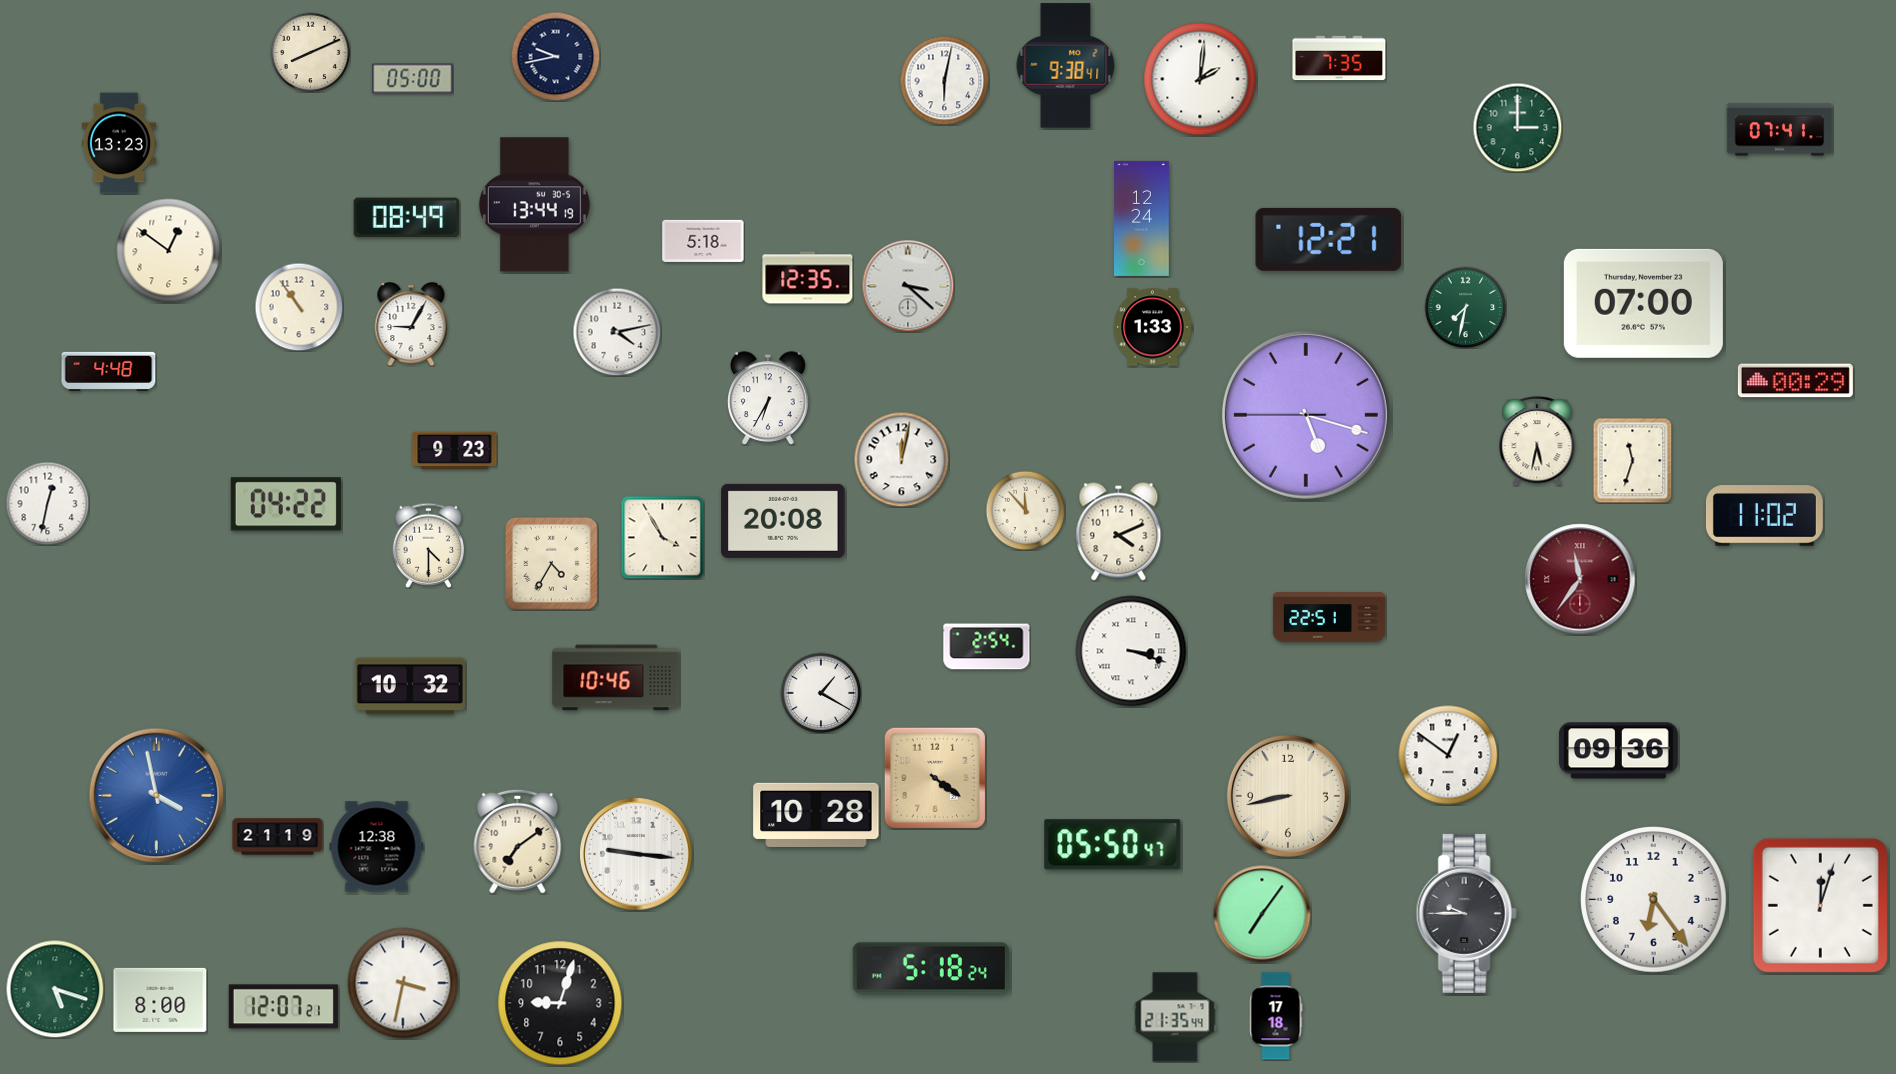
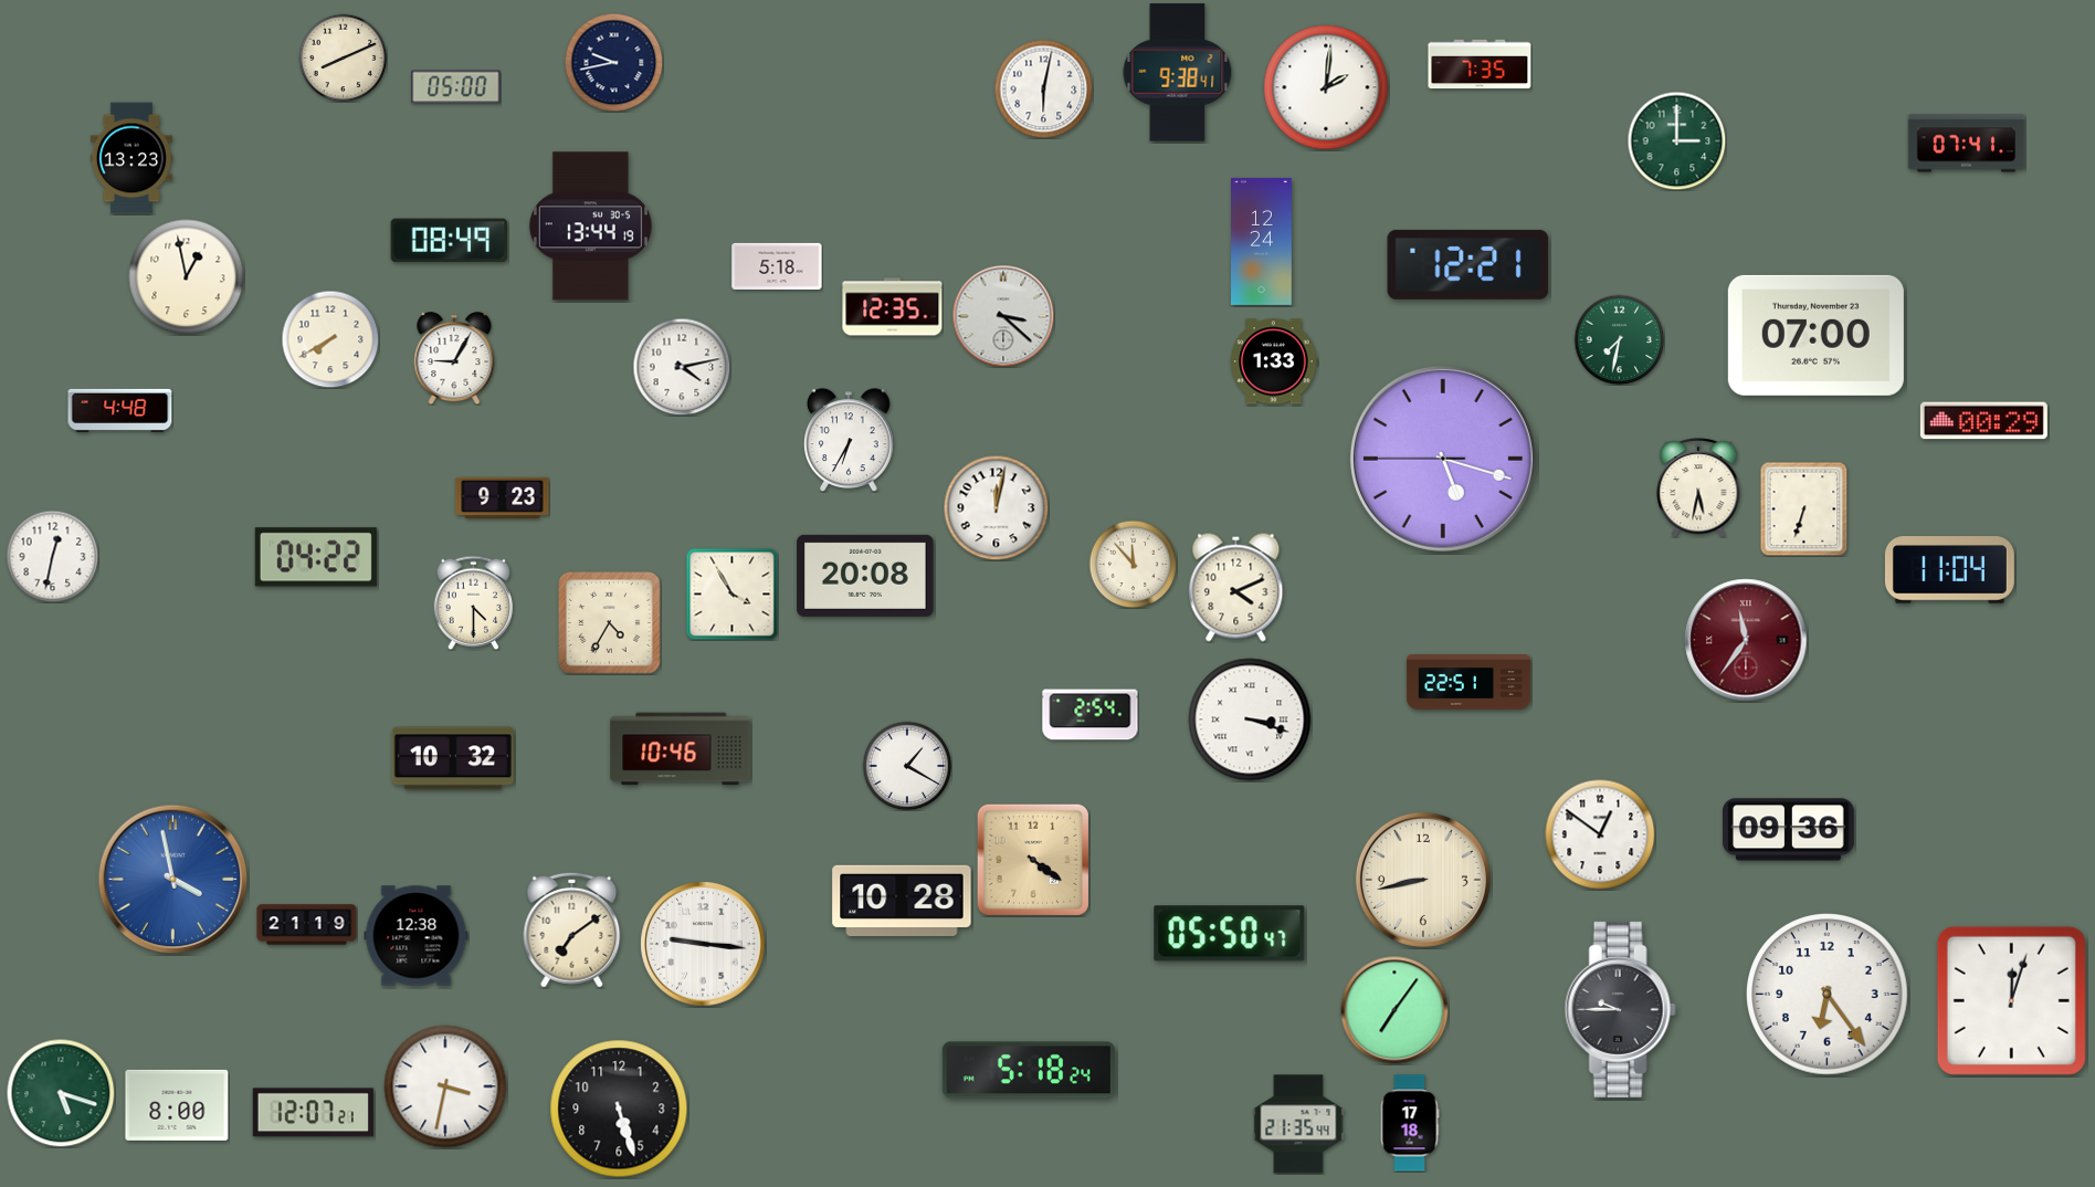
clock at (169, 251): 12:51 -> 12:58
clock at (299, 307): 10:54 -> 7:40
clock at (1633, 460): 11:33 -> 6:33
clock at (1764, 516): 11:02 -> 11:04
clock at (560, 1003): 9:03 -> 5:27
